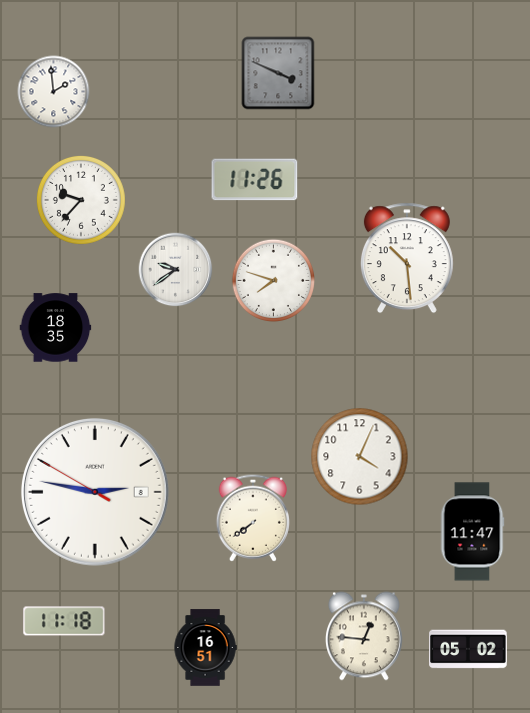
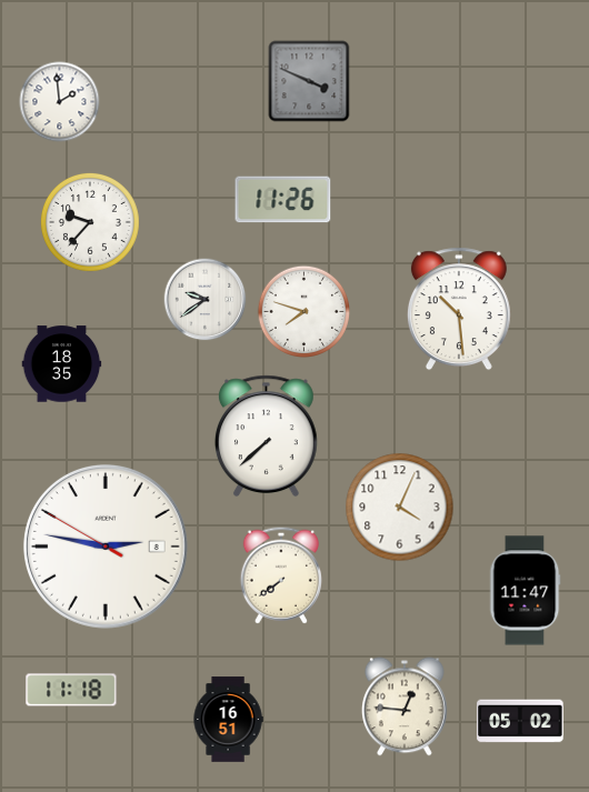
clock at (407, 258) position: (407, 258) -> (459, 309)
clock at (176, 270) position: (176, 270) -> (206, 300)
clock at (266, 437): none -> 7:38
